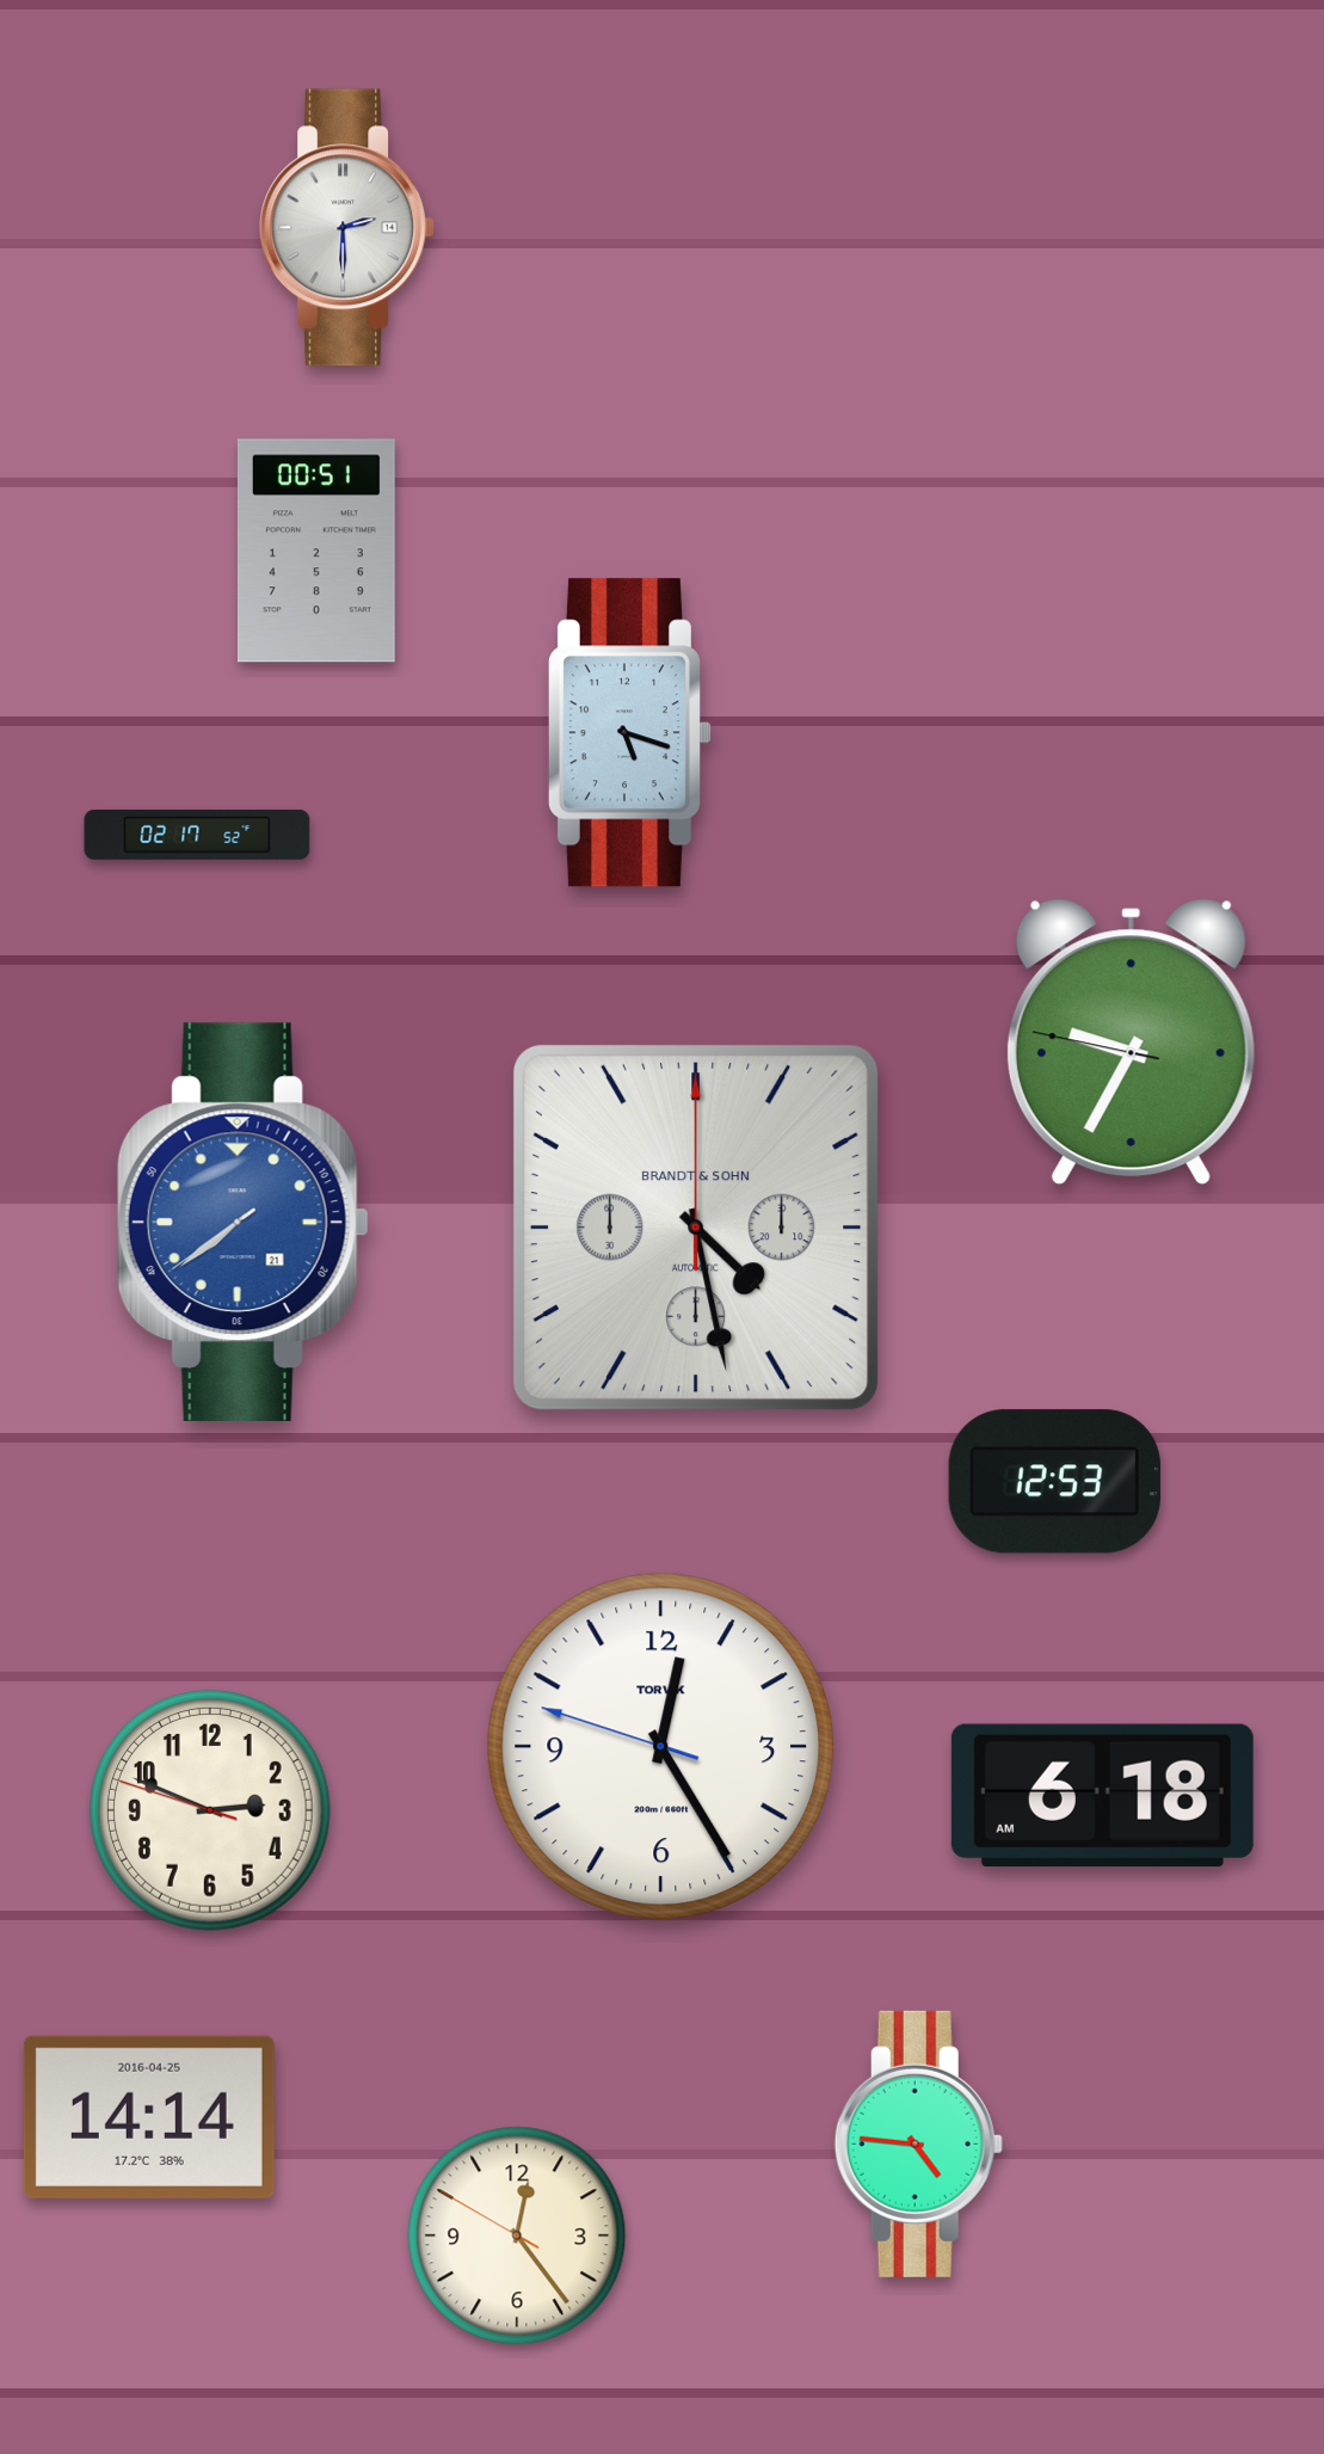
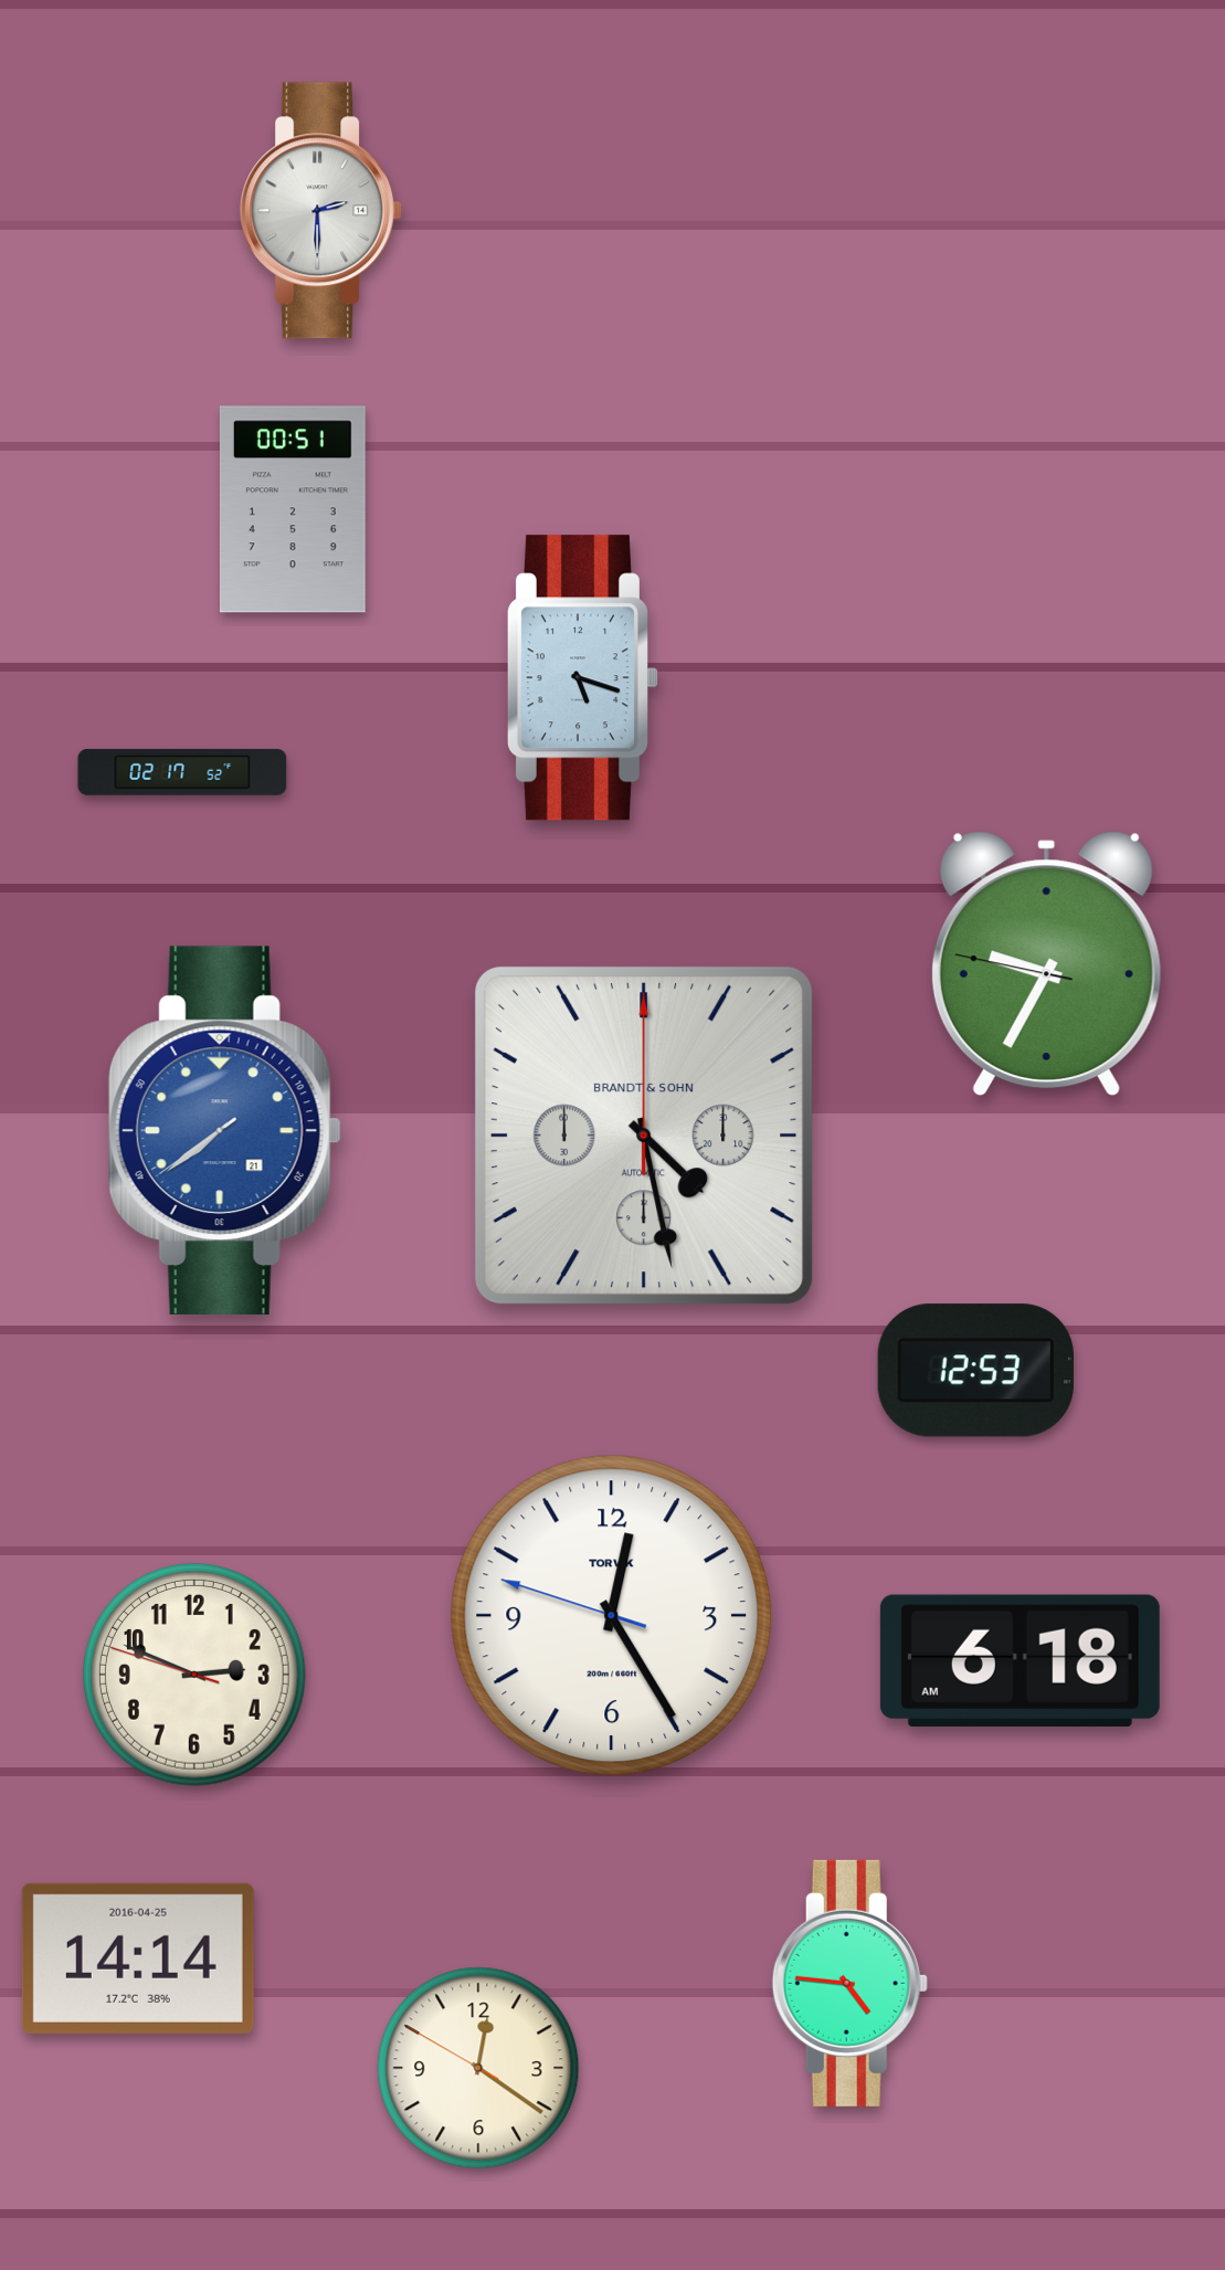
clock at (517, 2235): 12:23 -> 12:20
